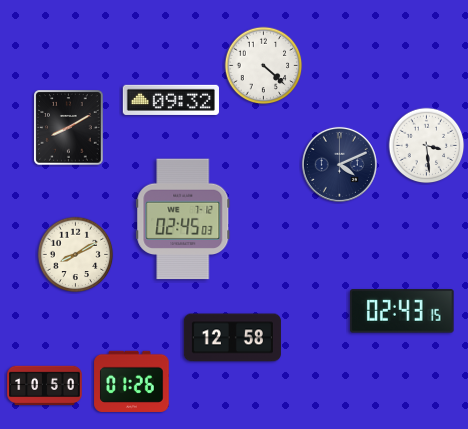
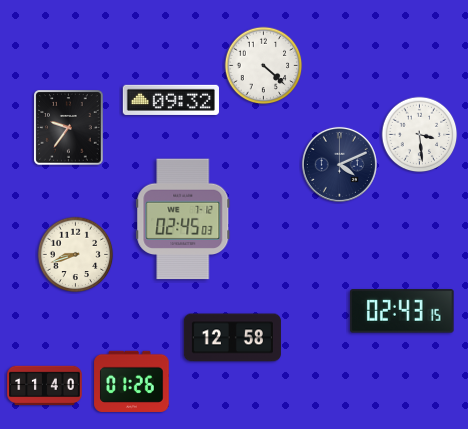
clock at (69, 128): 8:10 -> 9:36
clock at (427, 146) position: (427, 146) -> (420, 135)
clock at (76, 255): 8:10 -> 8:42
clock at (45, 386): 10:50 -> 11:40
